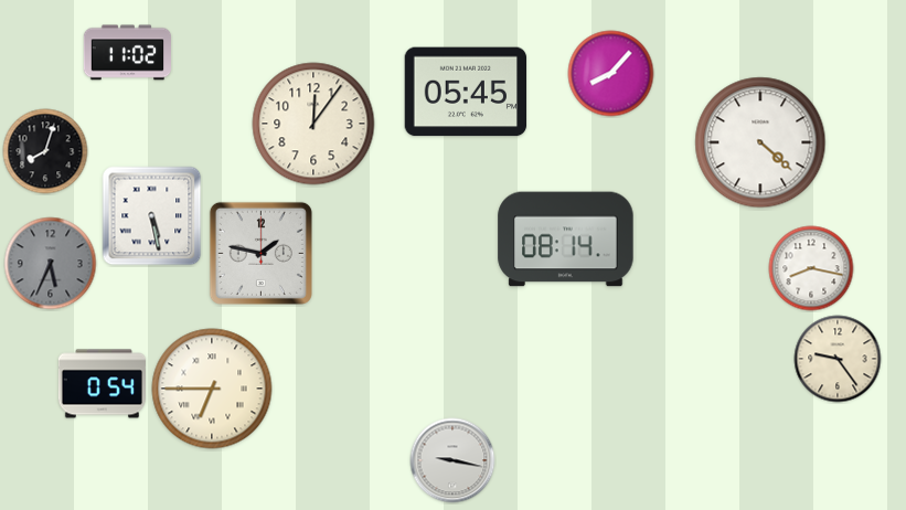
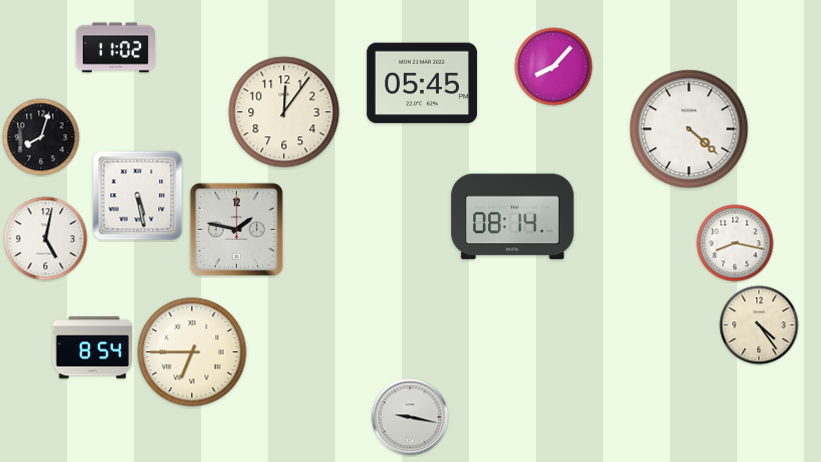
clock at (51, 264): 5:34 -> 5:02
clock at (51, 264) dial: grey -> white
clock at (838, 359): 9:24 -> 4:24
clock at (102, 384): 0:54 -> 8:54
